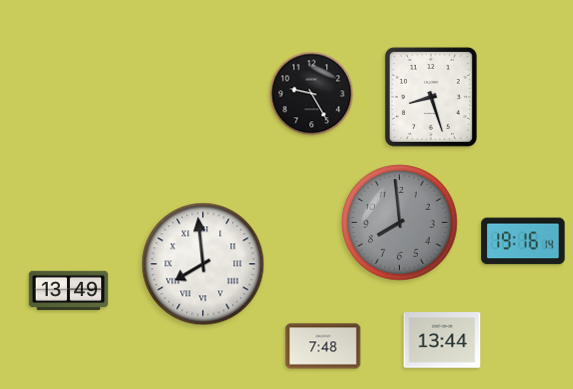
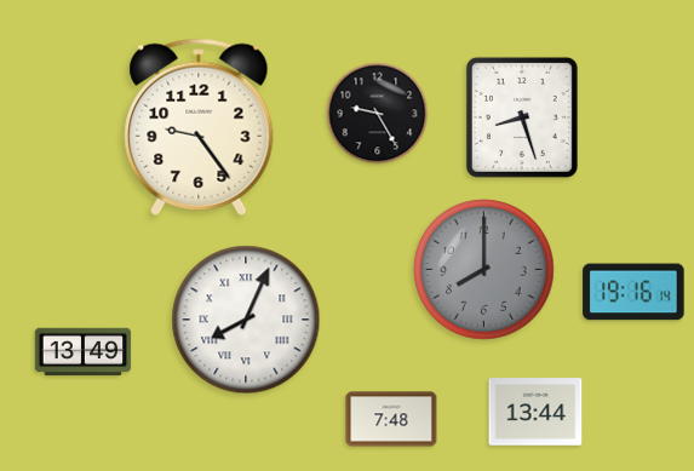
clock at (199, 127): none -> 9:24
clock at (400, 223): 7:59 -> 8:00
clock at (203, 264): 7:59 -> 8:04
